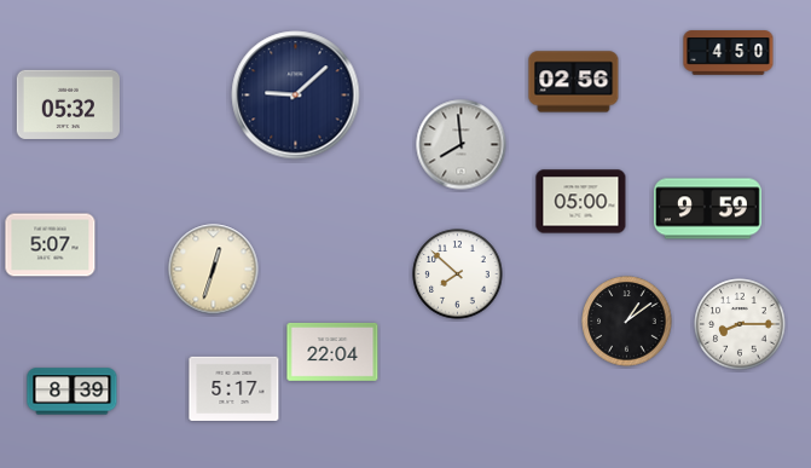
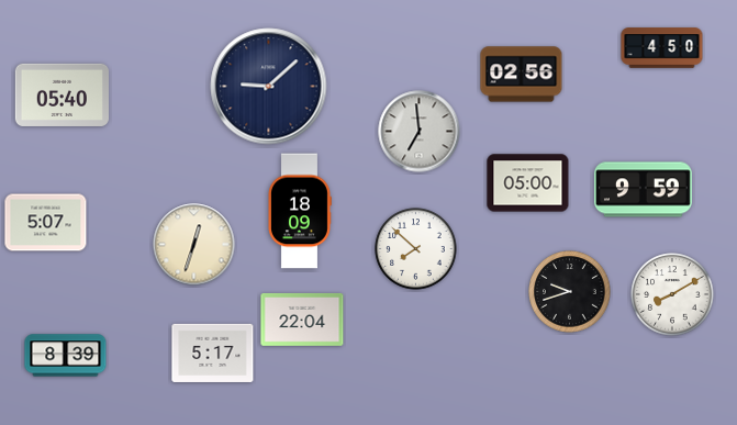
clock at (68, 104): 05:32 -> 05:40
clock at (462, 145): 7:59 -> 6:59
clock at (300, 211): none -> 18:09
clock at (627, 322): 1:09 -> 9:42
clock at (740, 324): 8:15 -> 8:10
